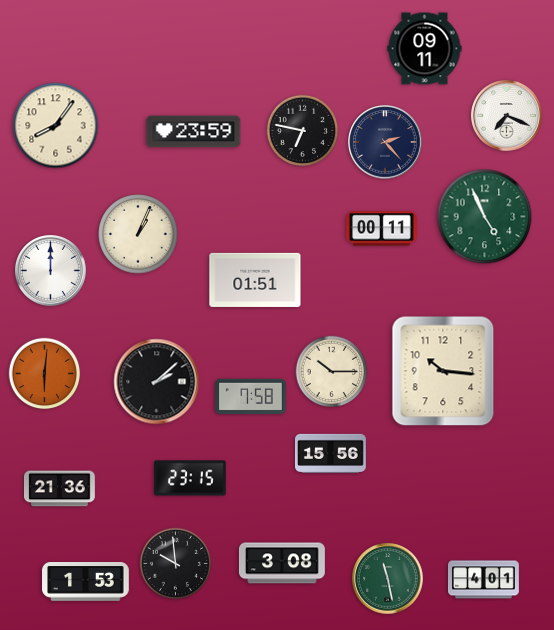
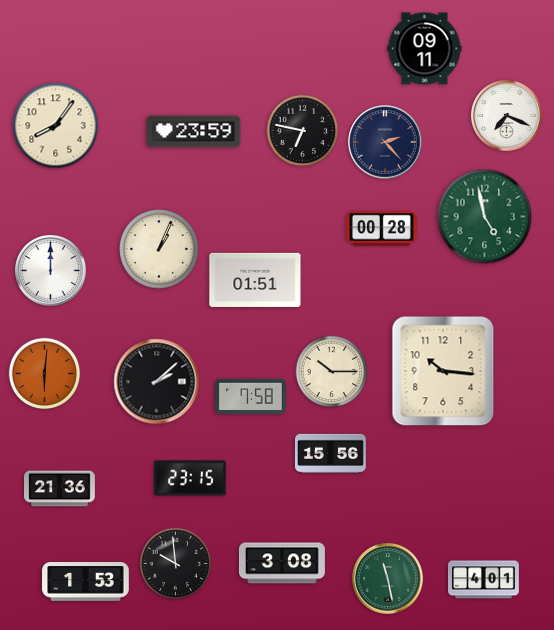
clock at (485, 217): 4:56 -> 4:58
clock at (382, 229): 00:11 -> 00:28
clock at (138, 234) position: (138, 234) -> (159, 249)
